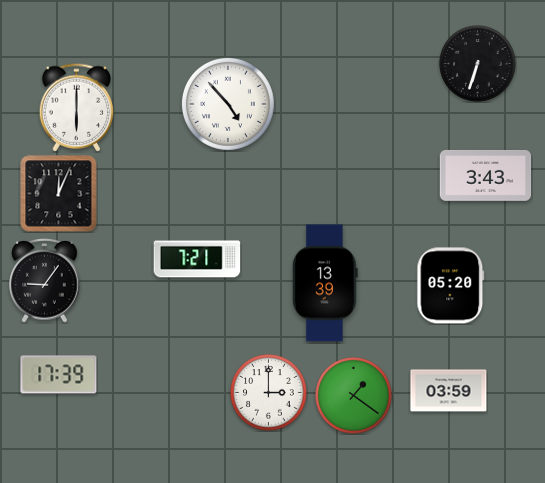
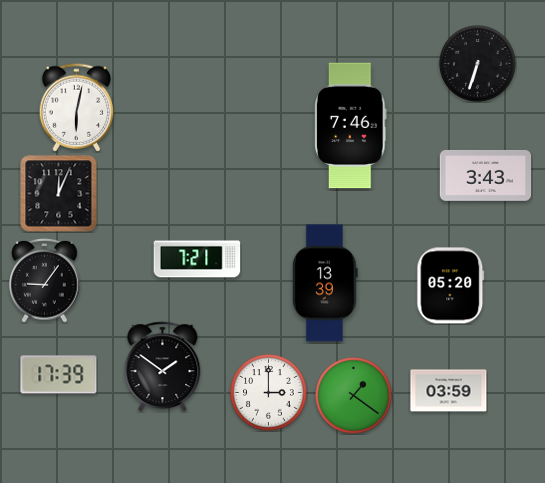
clock at (228, 104): 4:53 -> none
clock at (77, 108): 6:00 -> 6:02
clock at (351, 126): none -> 7:46
clock at (163, 367): none -> 1:51
